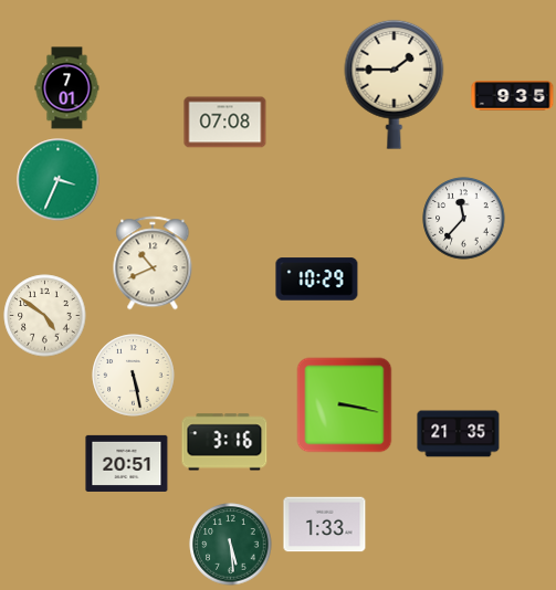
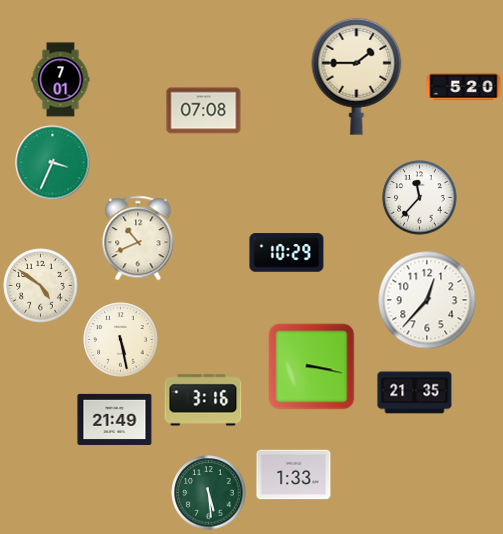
clock at (513, 96): 9:35 -> 5:20
clock at (427, 300): none -> 12:37
clock at (127, 463): 20:51 -> 21:49
